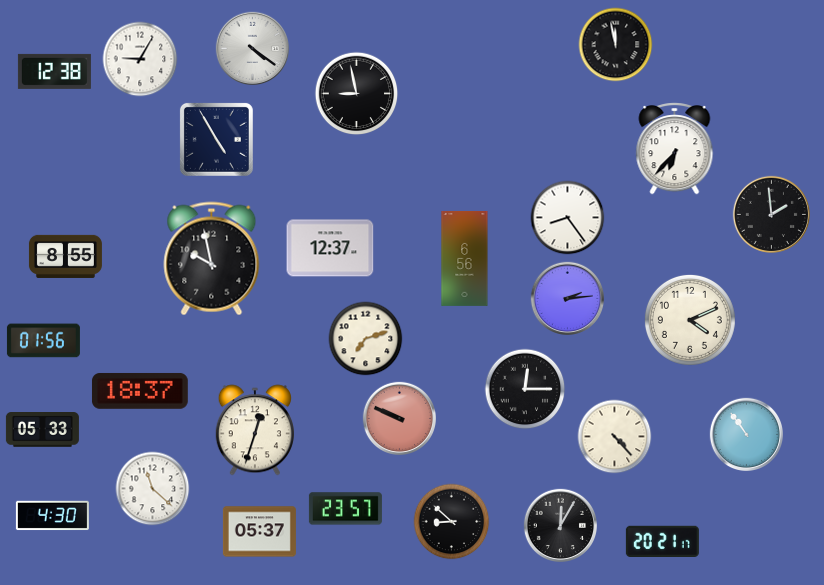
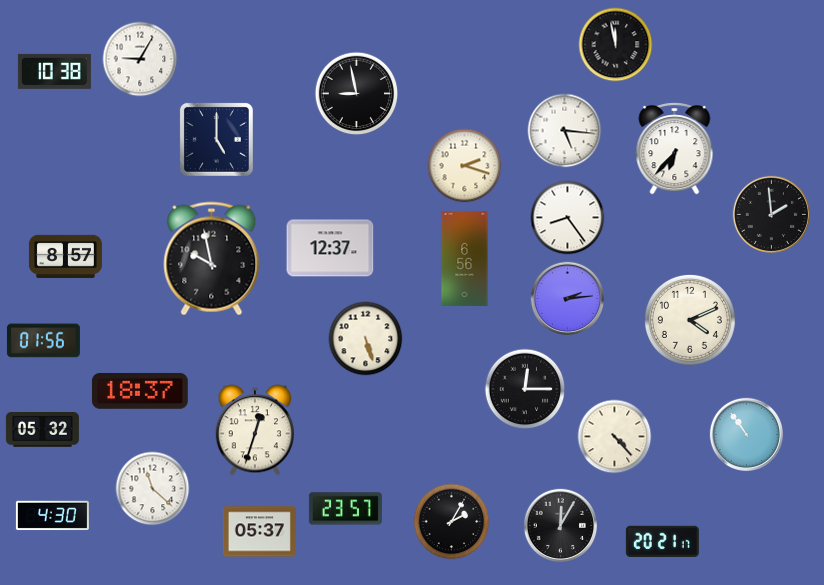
clock at (252, 48): 4:21 -> none
clock at (54, 71): 12:38 -> 10:38
clock at (565, 131): none -> 5:16
clock at (216, 139): 4:55 -> 5:00
clock at (465, 166): none -> 2:18
clock at (65, 256): 8:55 -> 8:57
clock at (366, 339): 7:12 -> 5:27
clock at (399, 418): 9:49 -> none
clock at (42, 430): 05:33 -> 05:32
clock at (452, 522): 8:52 -> 2:05
